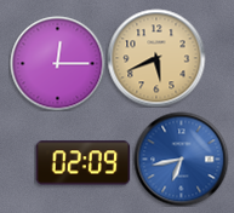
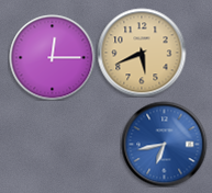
clock at (82, 163): 02:09 -> none
